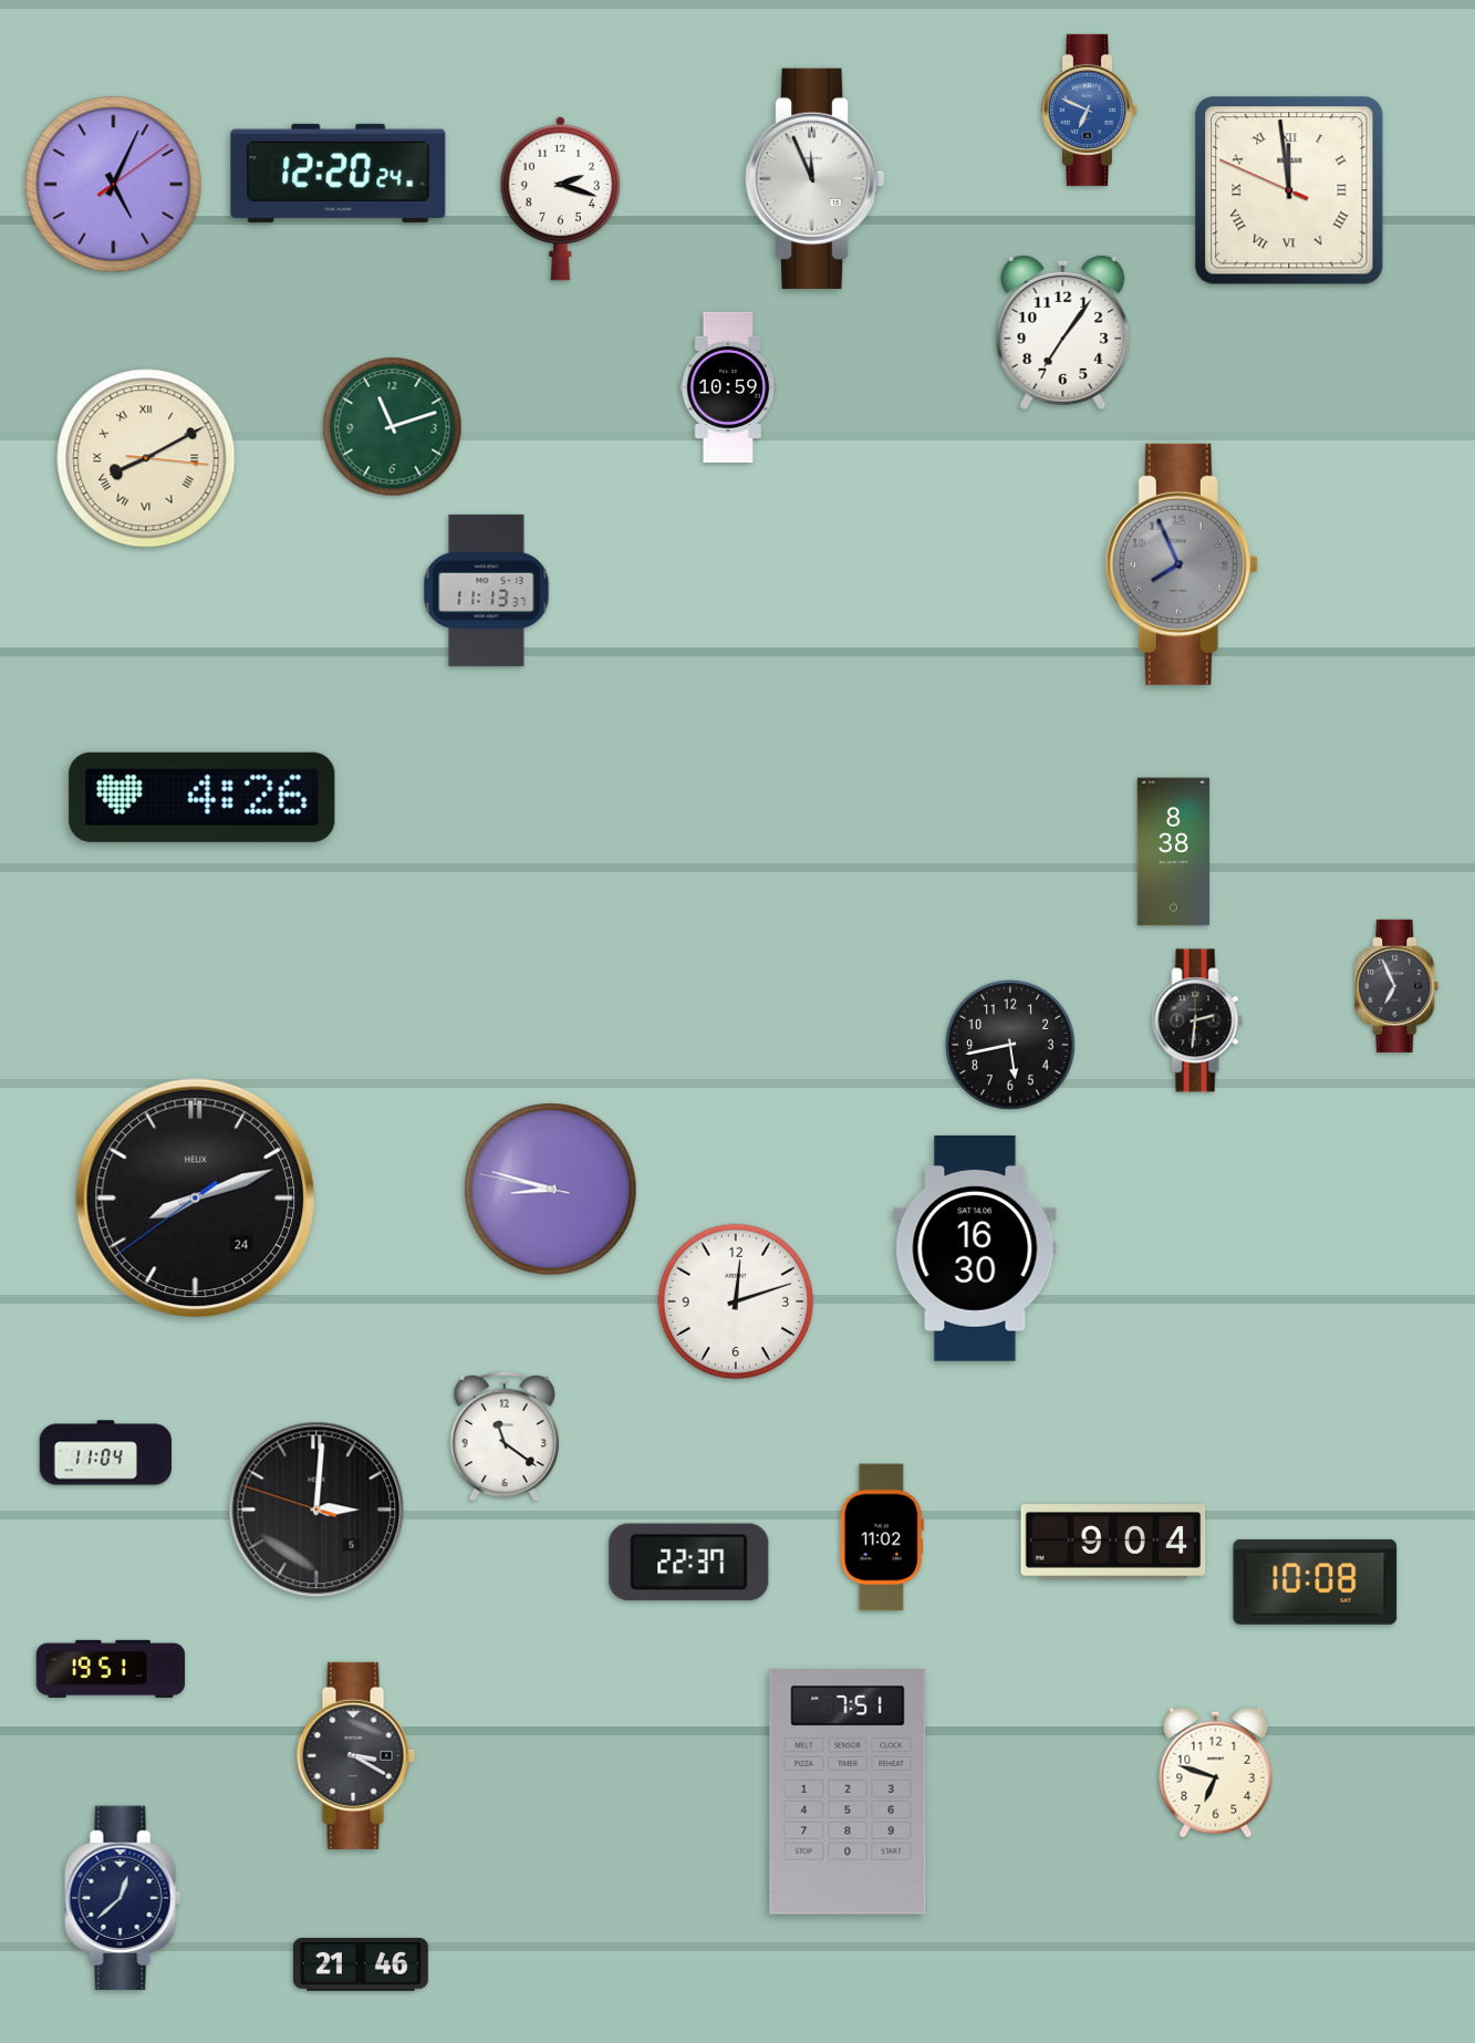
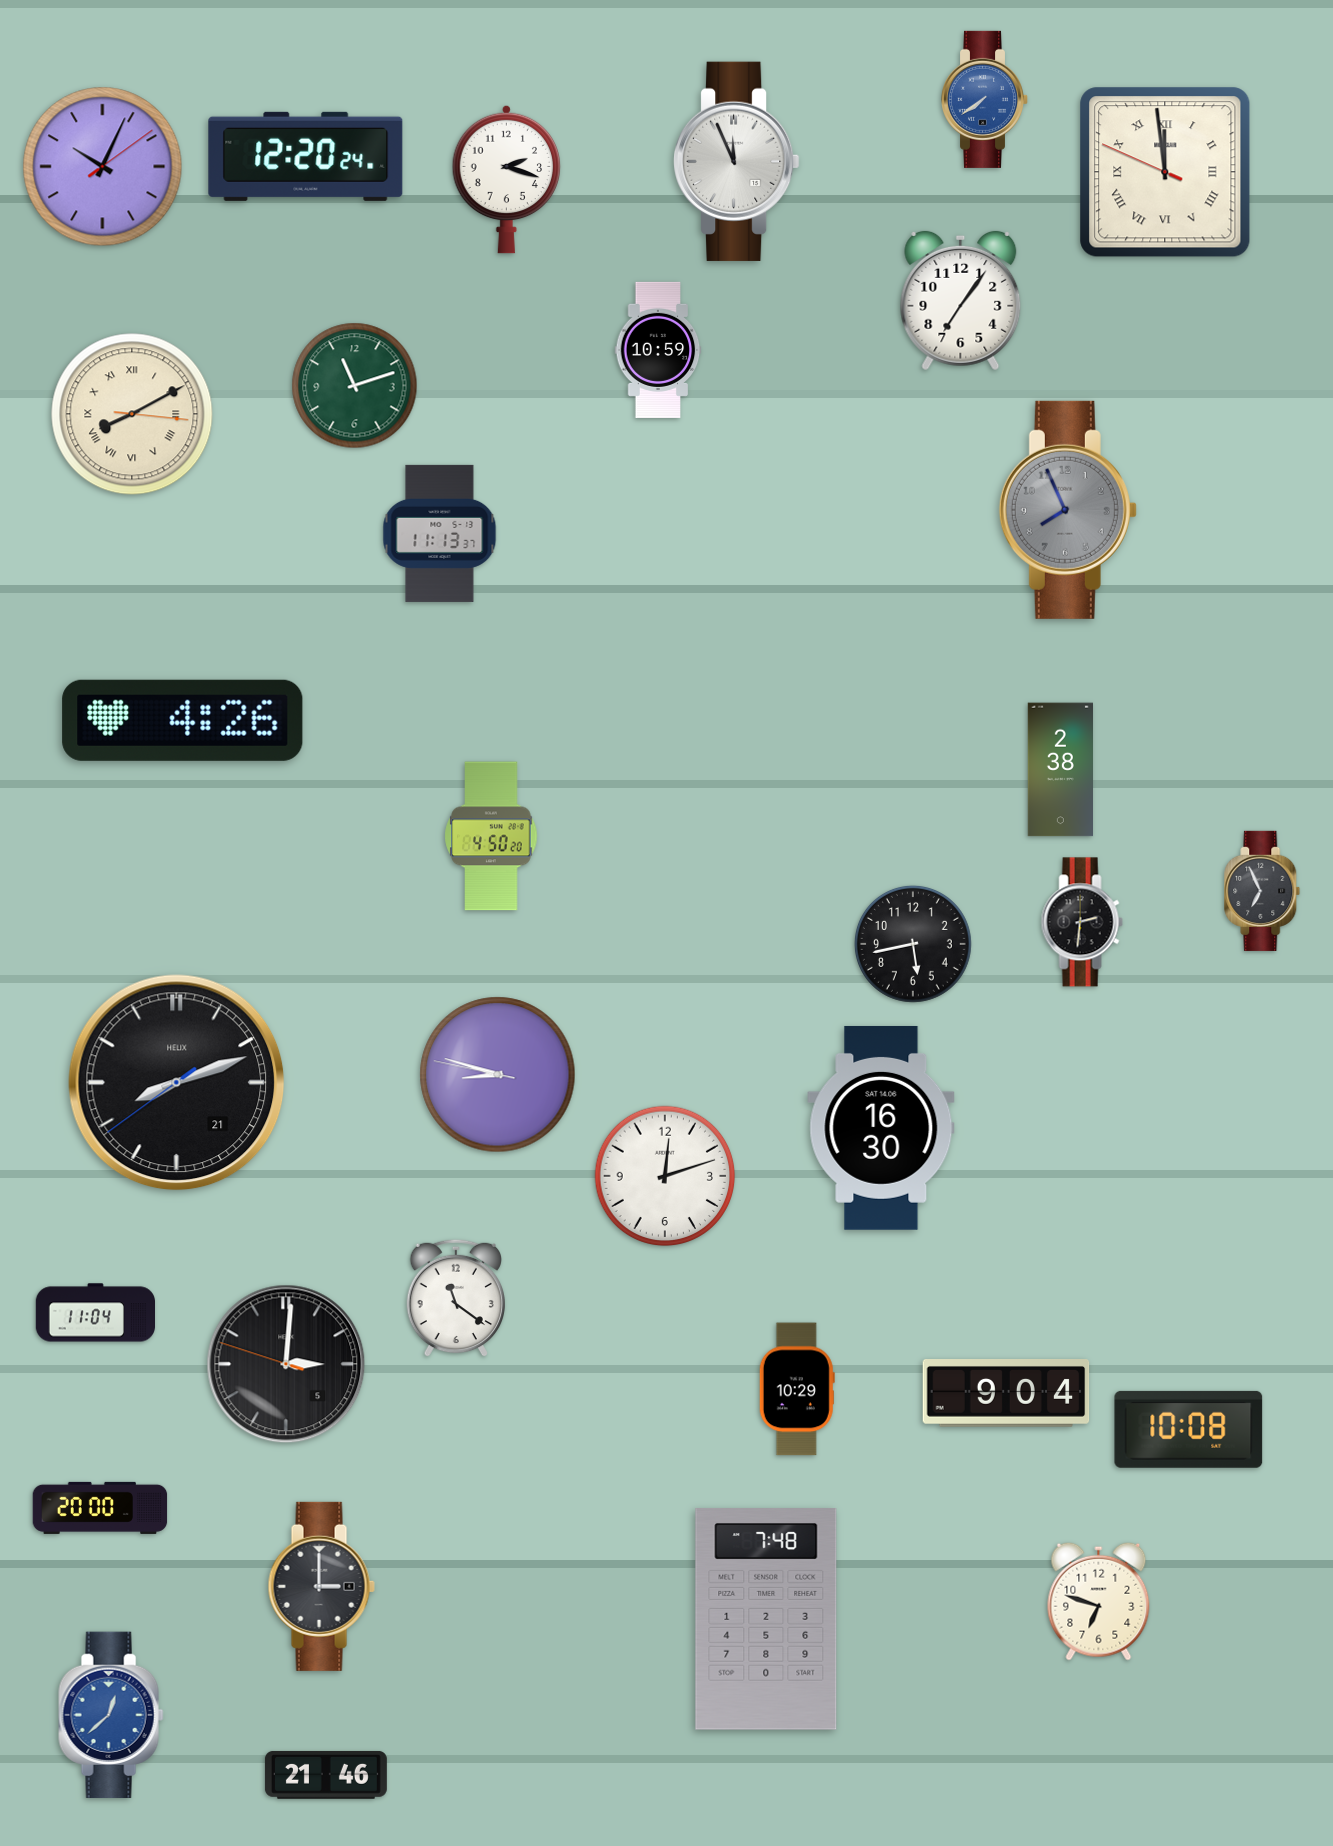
clock at (1090, 110): 6:49 -> 7:39
clock at (114, 185): 5:04 -> 10:04
clock at (1173, 852): 8:38 -> 2:38
clock at (491, 836): none -> 4:50
clock at (196, 1199) date: 24 -> 21
clock at (882, 1537): 11:02 -> 10:29
clock at (689, 1563): 22:37 -> none
clock at (111, 1669): 19:51 -> 20:00
clock at (355, 1755): 3:20 -> 3:00
clock at (848, 1792): 7:51 -> 7:48
clock at (123, 1898) dial: navy -> blue
